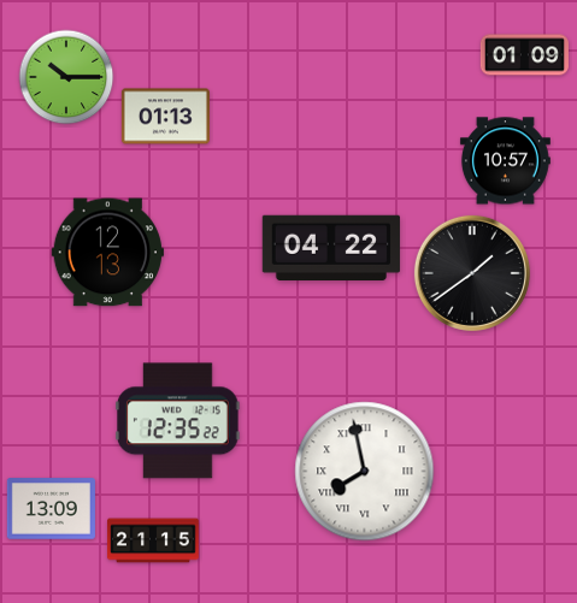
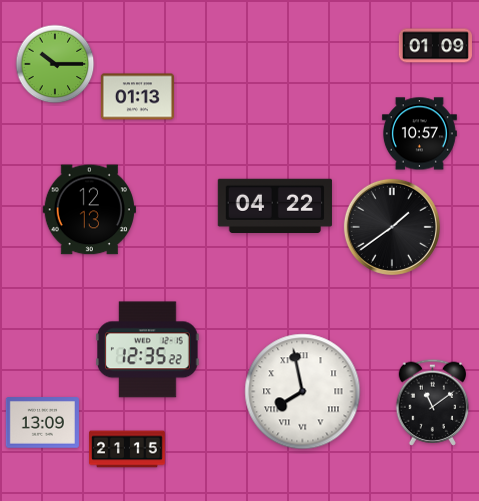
clock at (433, 402): none -> 11:09
